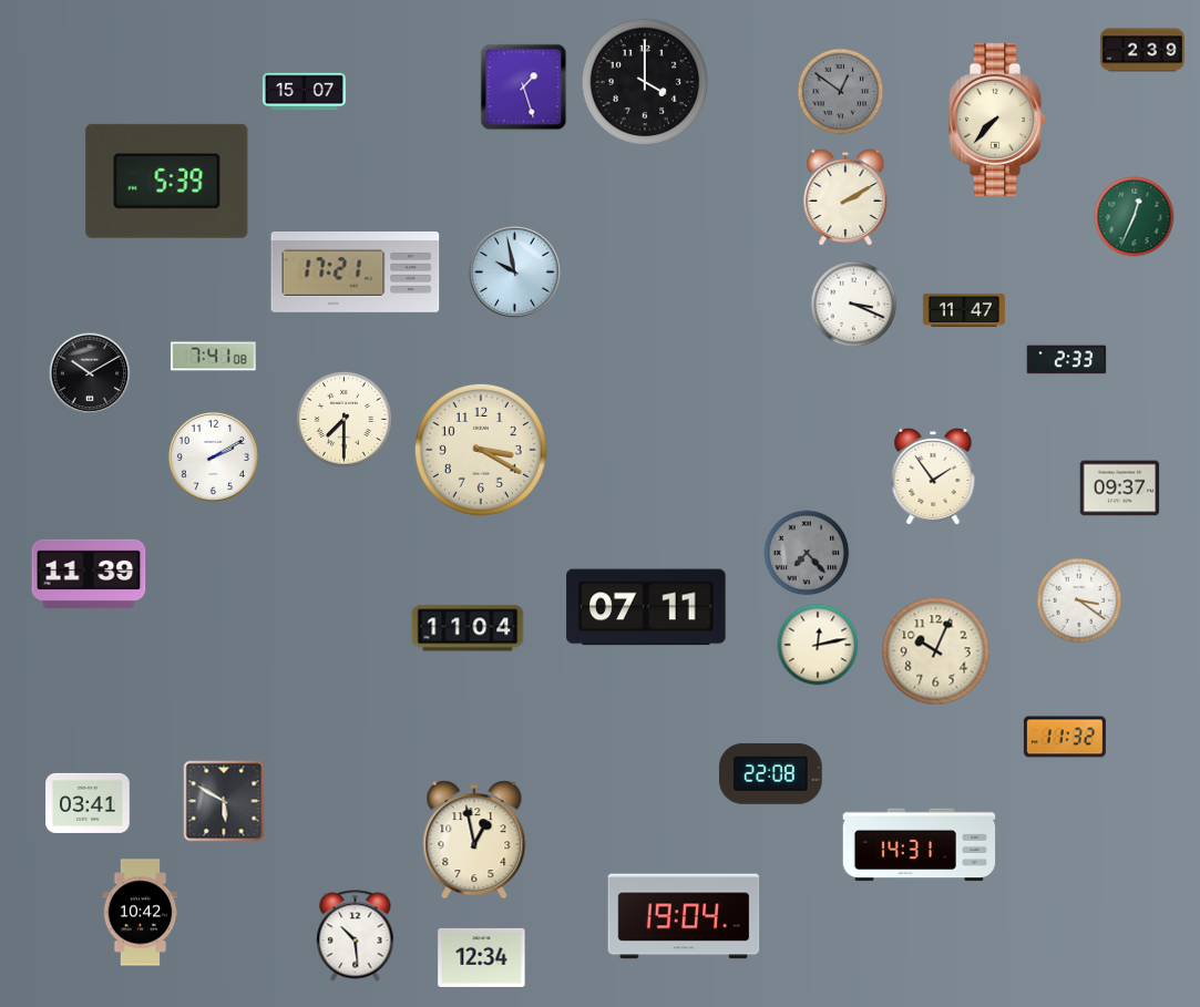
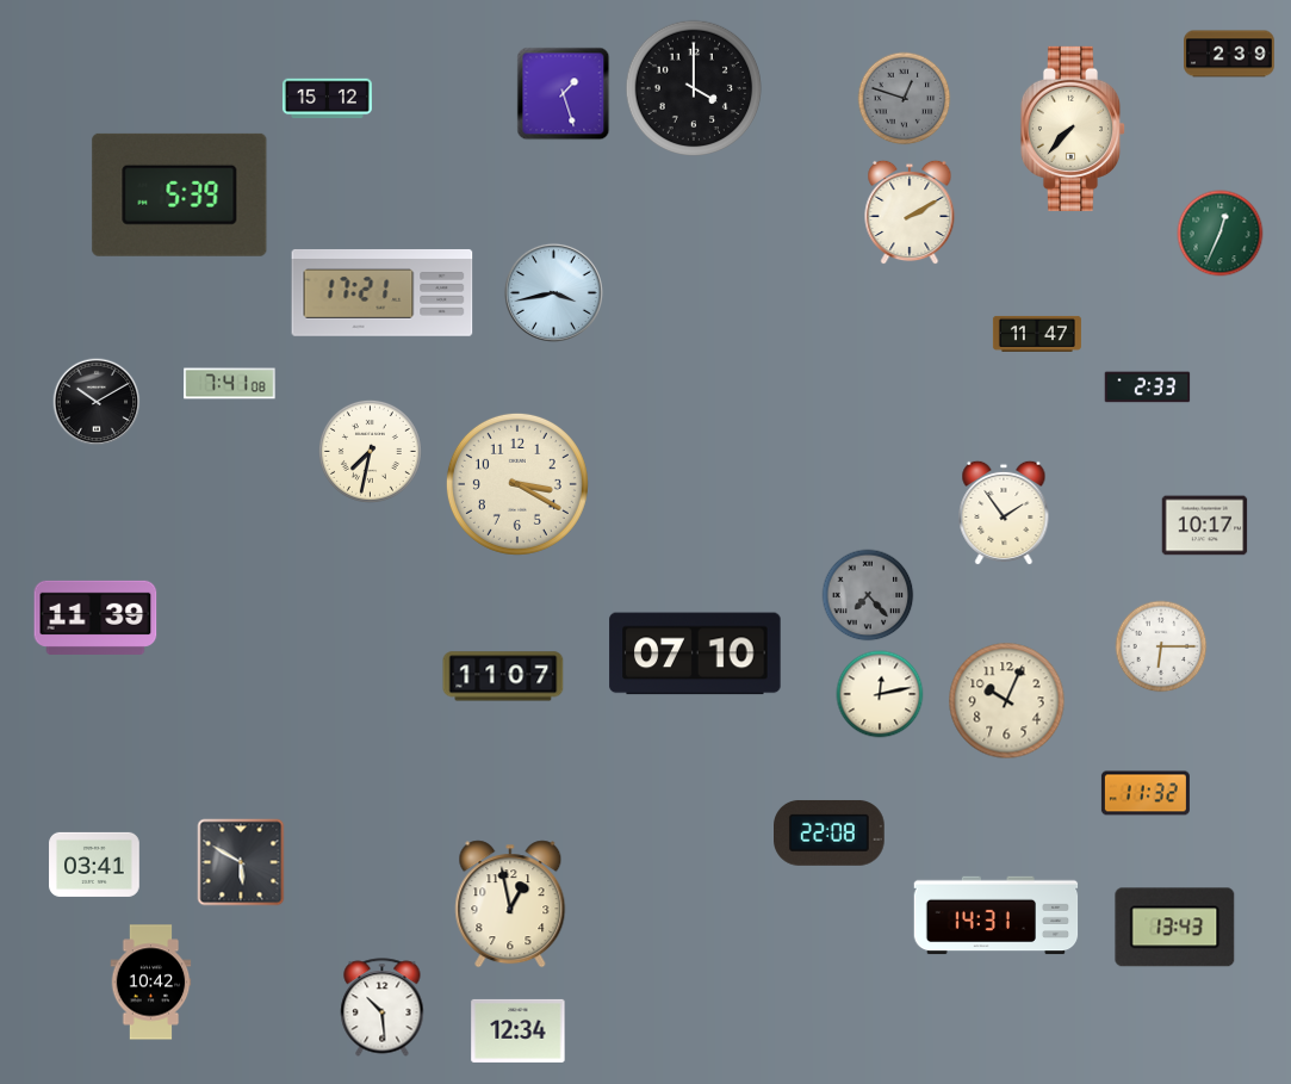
clock at (304, 92): 15:07 -> 15:12
clock at (841, 92): 12:51 -> 12:48
clock at (514, 271): 9:58 -> 3:43
clock at (854, 305): 3:19 -> none
clock at (343, 419): 7:30 -> 7:32
clock at (213, 456): 2:10 -> none
clock at (1120, 489): 09:37 -> 10:17
clock at (1079, 600): 3:21 -> 6:15
clock at (646, 607): 07:11 -> 07:10
clock at (468, 628): 11:04 -> 11:07
clock at (920, 845) position: (920, 845) -> (997, 916)
clock at (1175, 928): none -> 13:43
clock at (684, 916): 19:04 -> none
